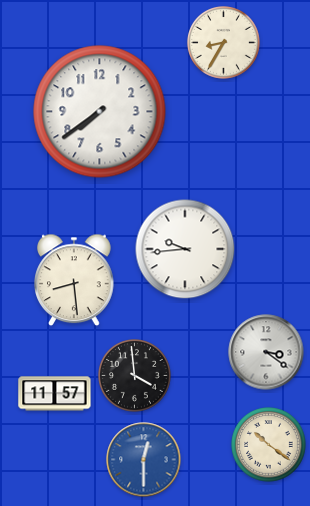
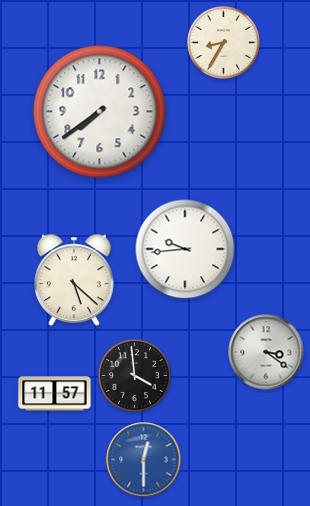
clock at (75, 280): 8:29 -> 5:22
clock at (269, 445): 10:21 -> none
